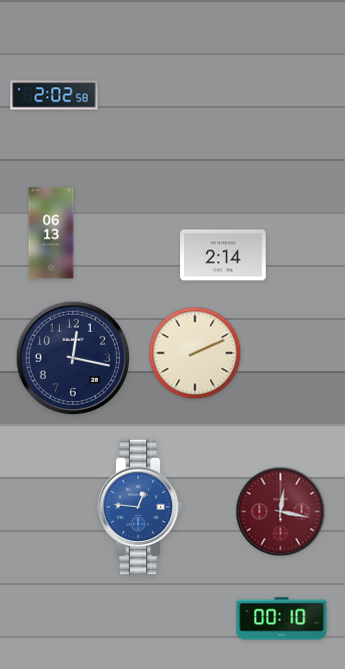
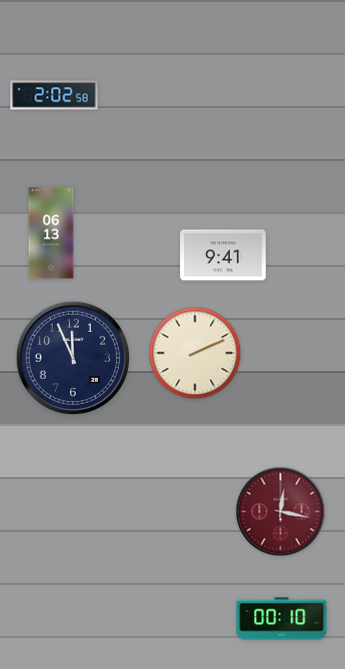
clock at (223, 255): 2:14 -> 9:41
clock at (72, 357): 12:17 -> 11:56
clock at (140, 507): 12:46 -> none
